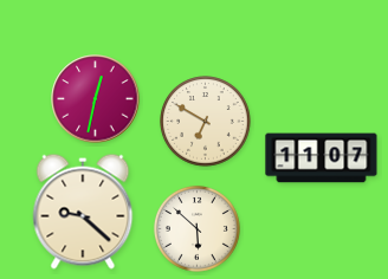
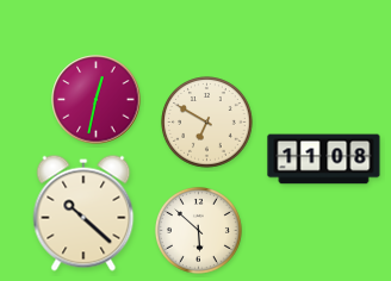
clock at (322, 158): 11:07 -> 11:08
clock at (83, 212): 9:22 -> 10:22
